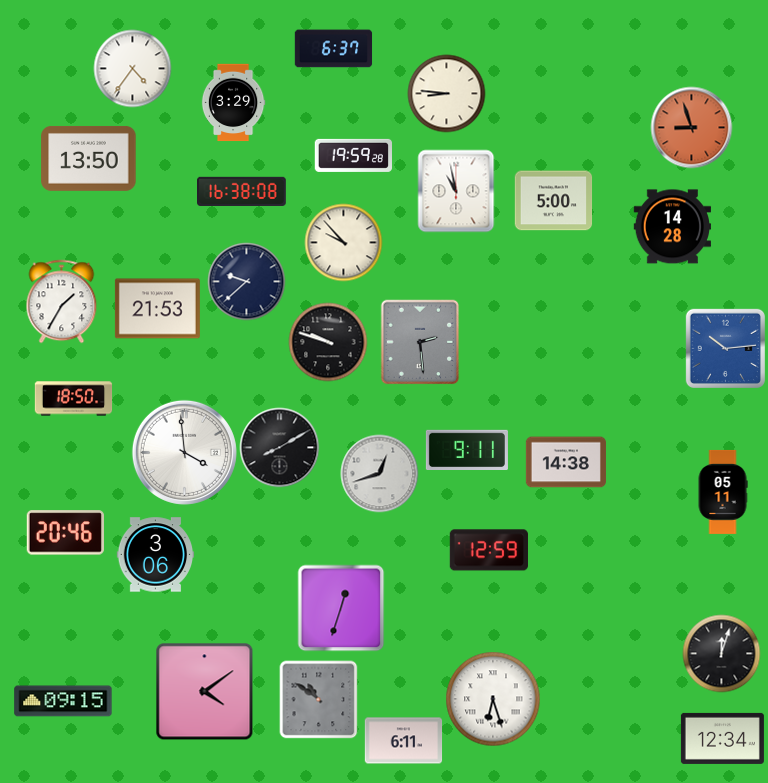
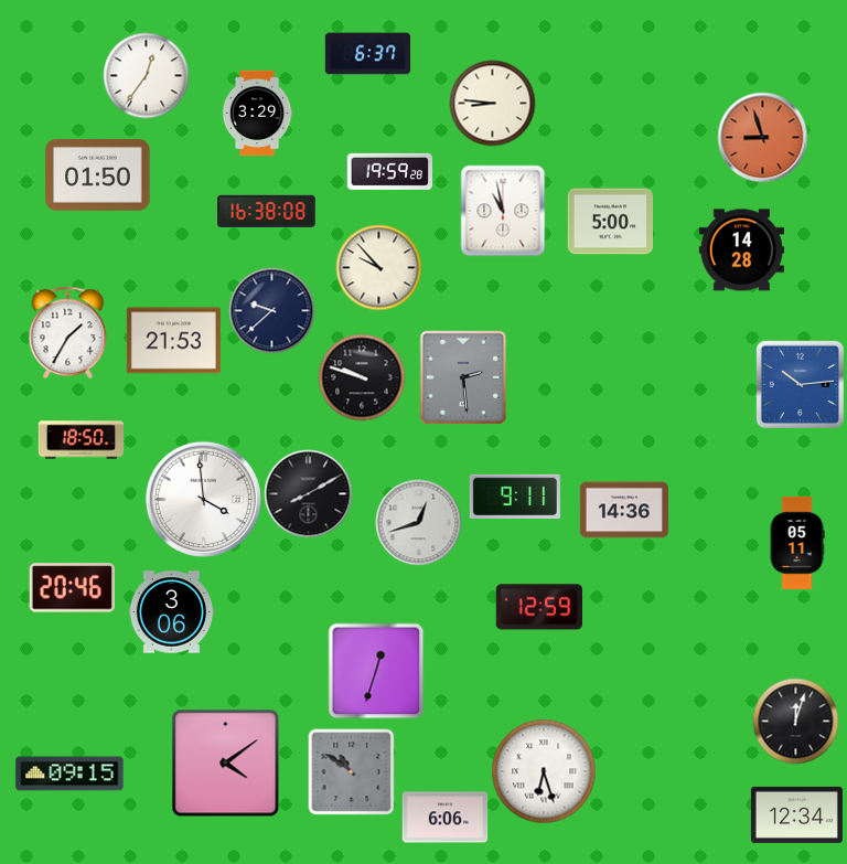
clock at (132, 68): 4:36 -> 12:36
clock at (691, 127) position: (691, 127) -> (762, 137)
clock at (89, 158): 13:50 -> 01:50
clock at (566, 462): 14:38 -> 14:36
clock at (403, 741): 6:11 -> 6:06
